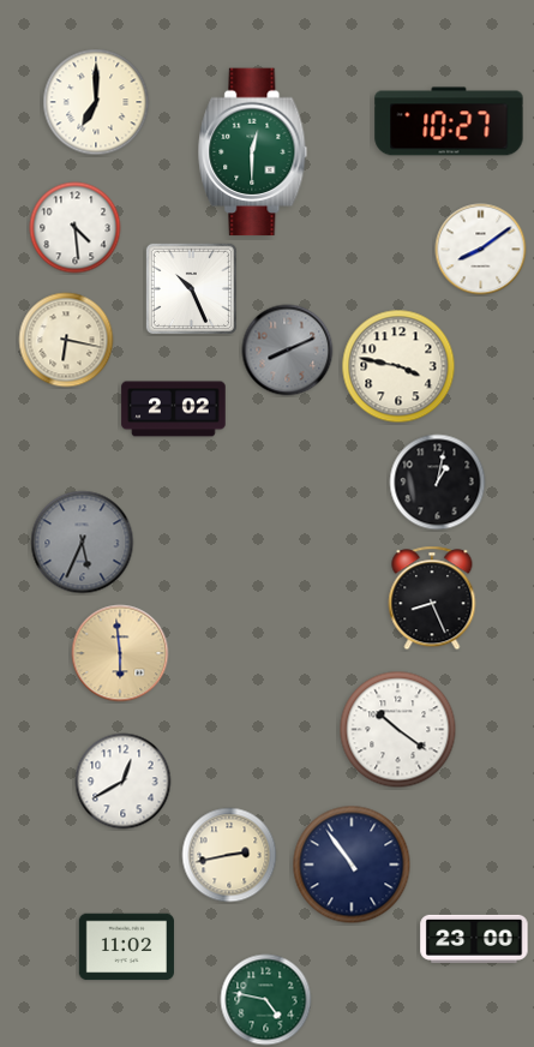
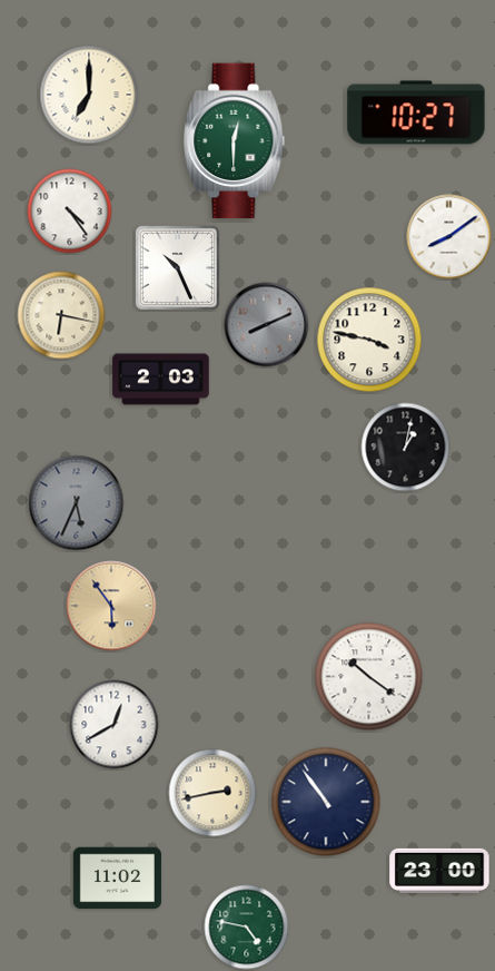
clock at (76, 228): 4:29 -> 4:24
clock at (481, 250) position: (481, 250) -> (449, 237)
clock at (174, 409): 2:02 -> 2:03
clock at (432, 598): 8:26 -> none
clock at (120, 653): 5:59 -> 5:54
